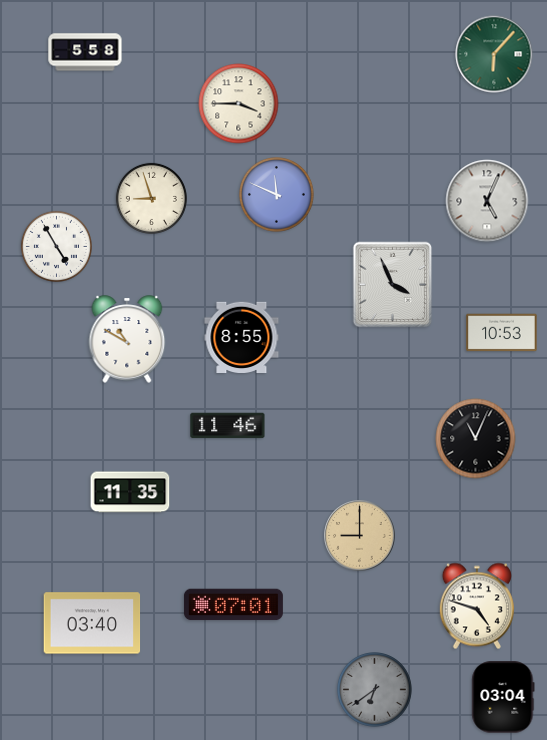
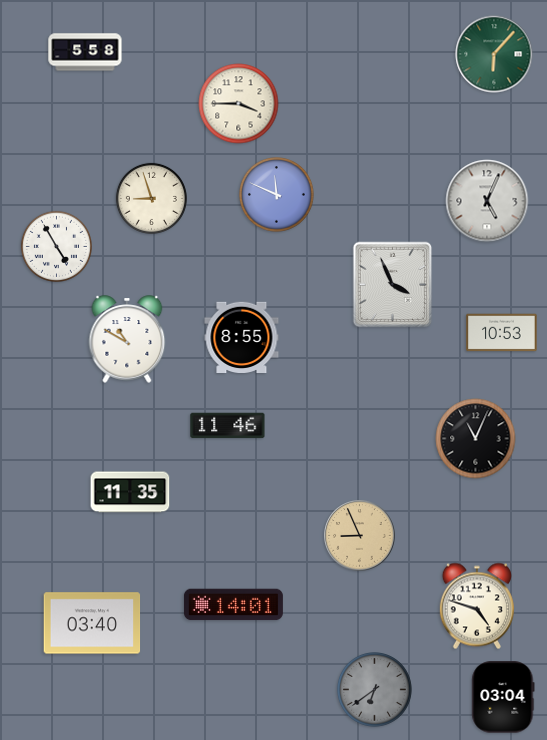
clock at (360, 536): 9:00 -> 8:56
clock at (233, 605): 07:01 -> 14:01
